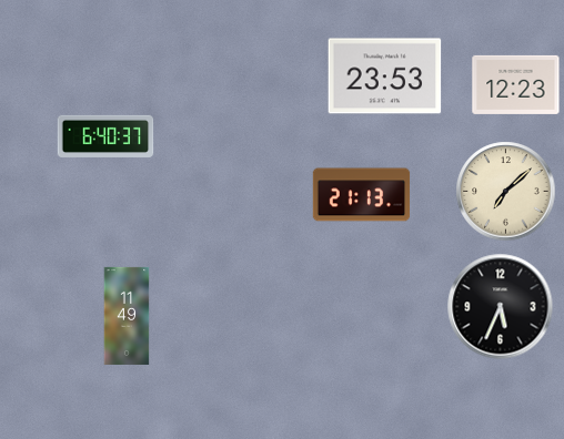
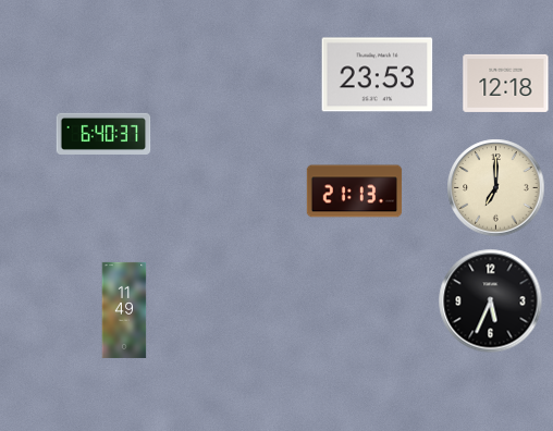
clock at (516, 84): 12:23 -> 12:18
clock at (506, 192): 7:08 -> 7:00
